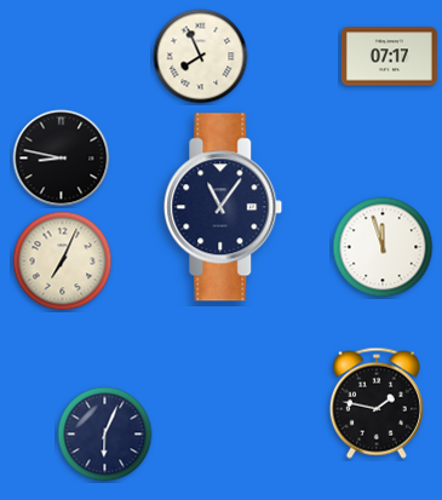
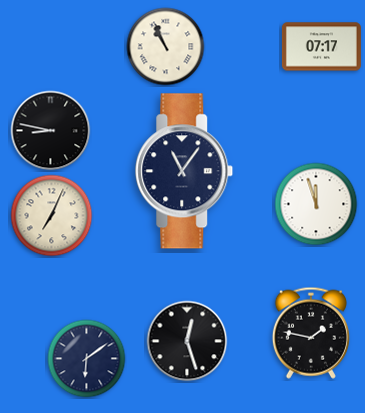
clock at (201, 57): 7:56 -> 10:56
clock at (187, 341): none -> 12:27
clock at (105, 435): 6:04 -> 6:09
